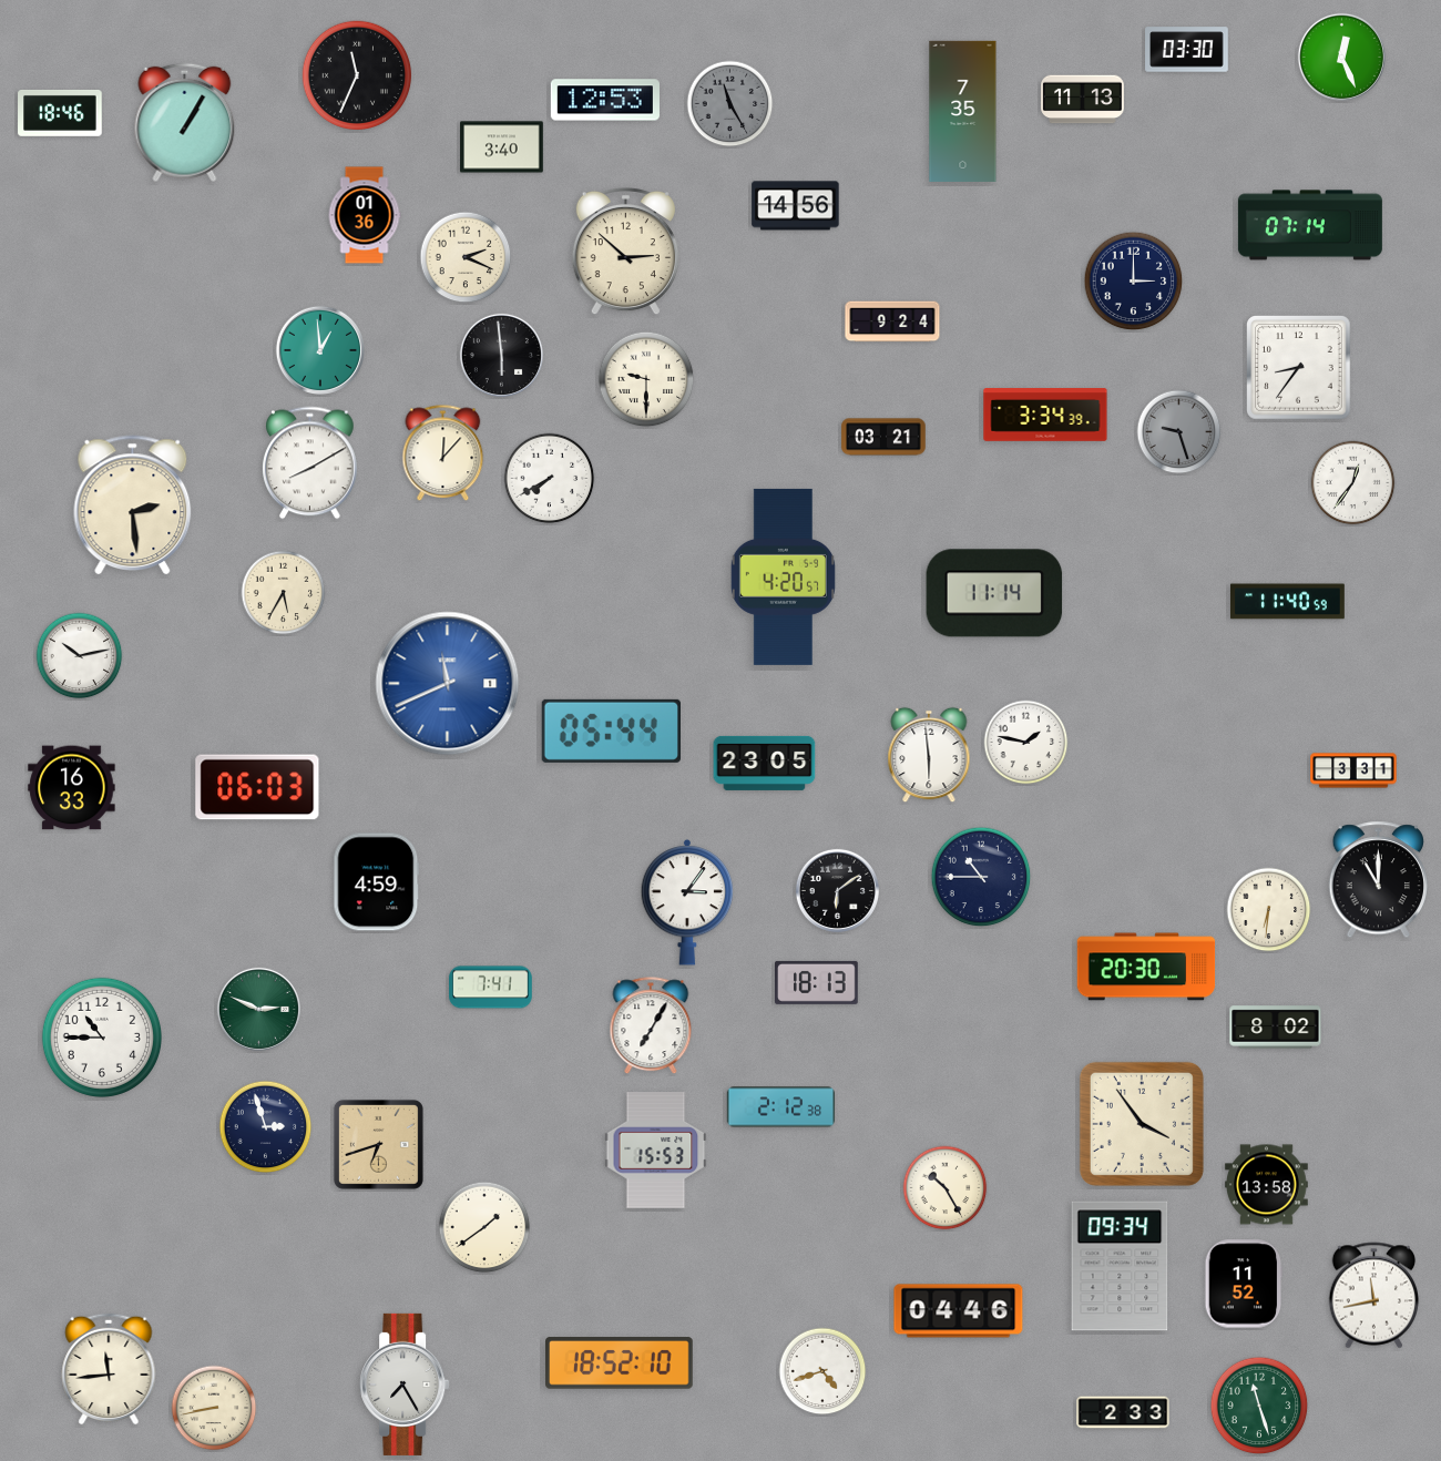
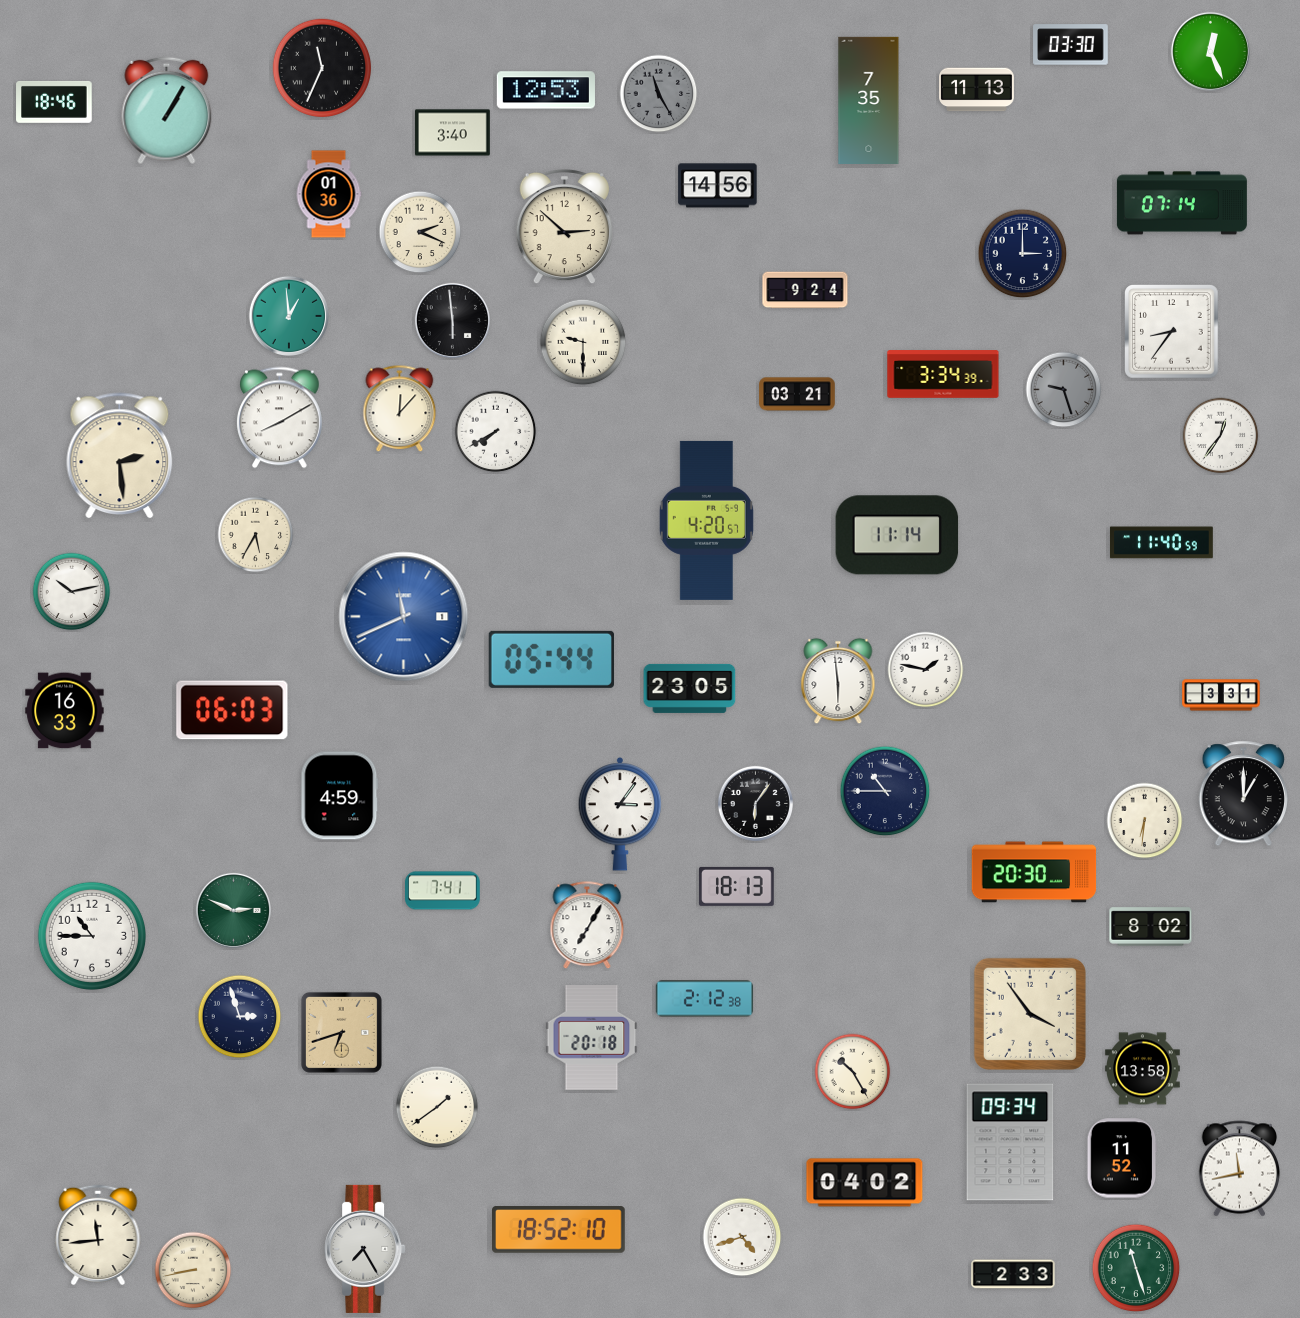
clock at (1378, 880): 11:00 -> 1:00
clock at (837, 890): 6:09 -> 6:06
clock at (656, 1151): 15:53 -> 20:18
clock at (959, 1311): 04:46 -> 04:02
